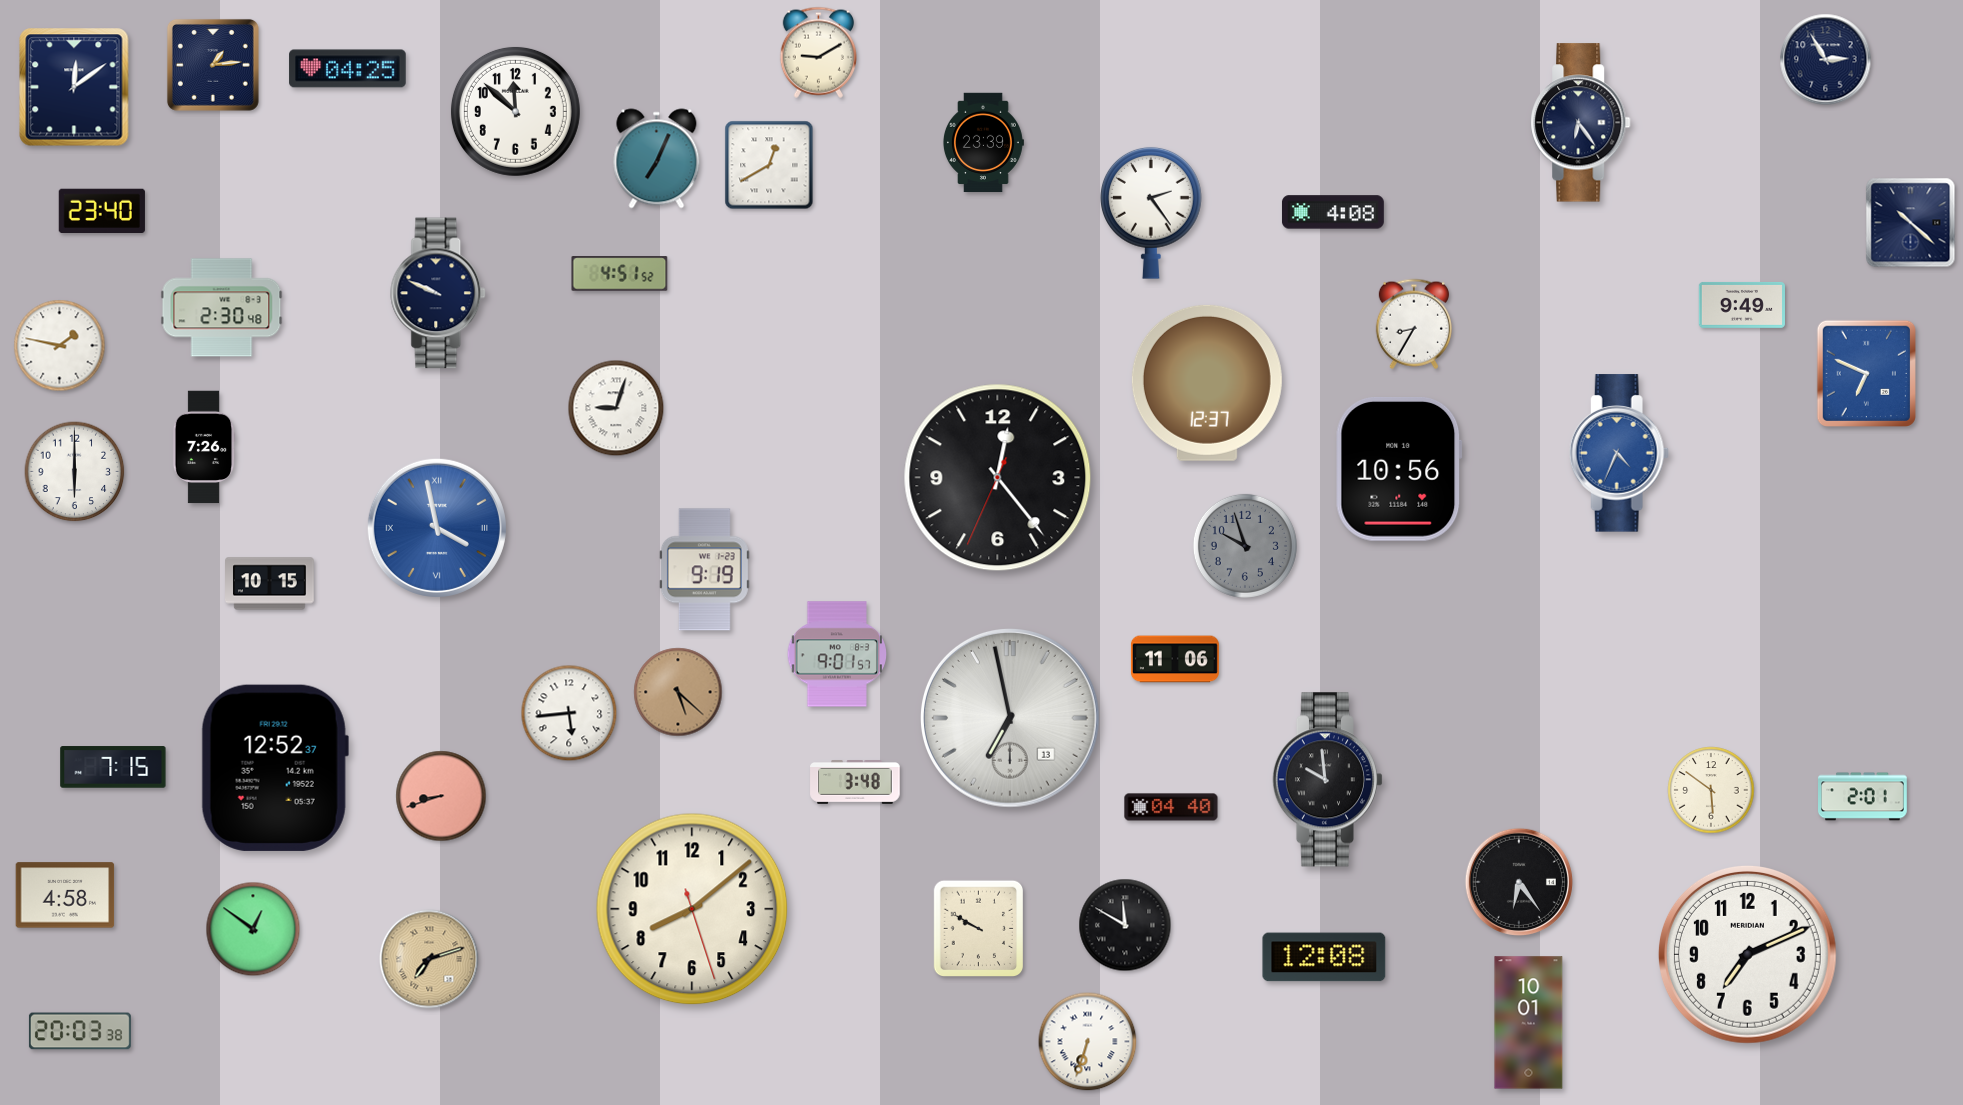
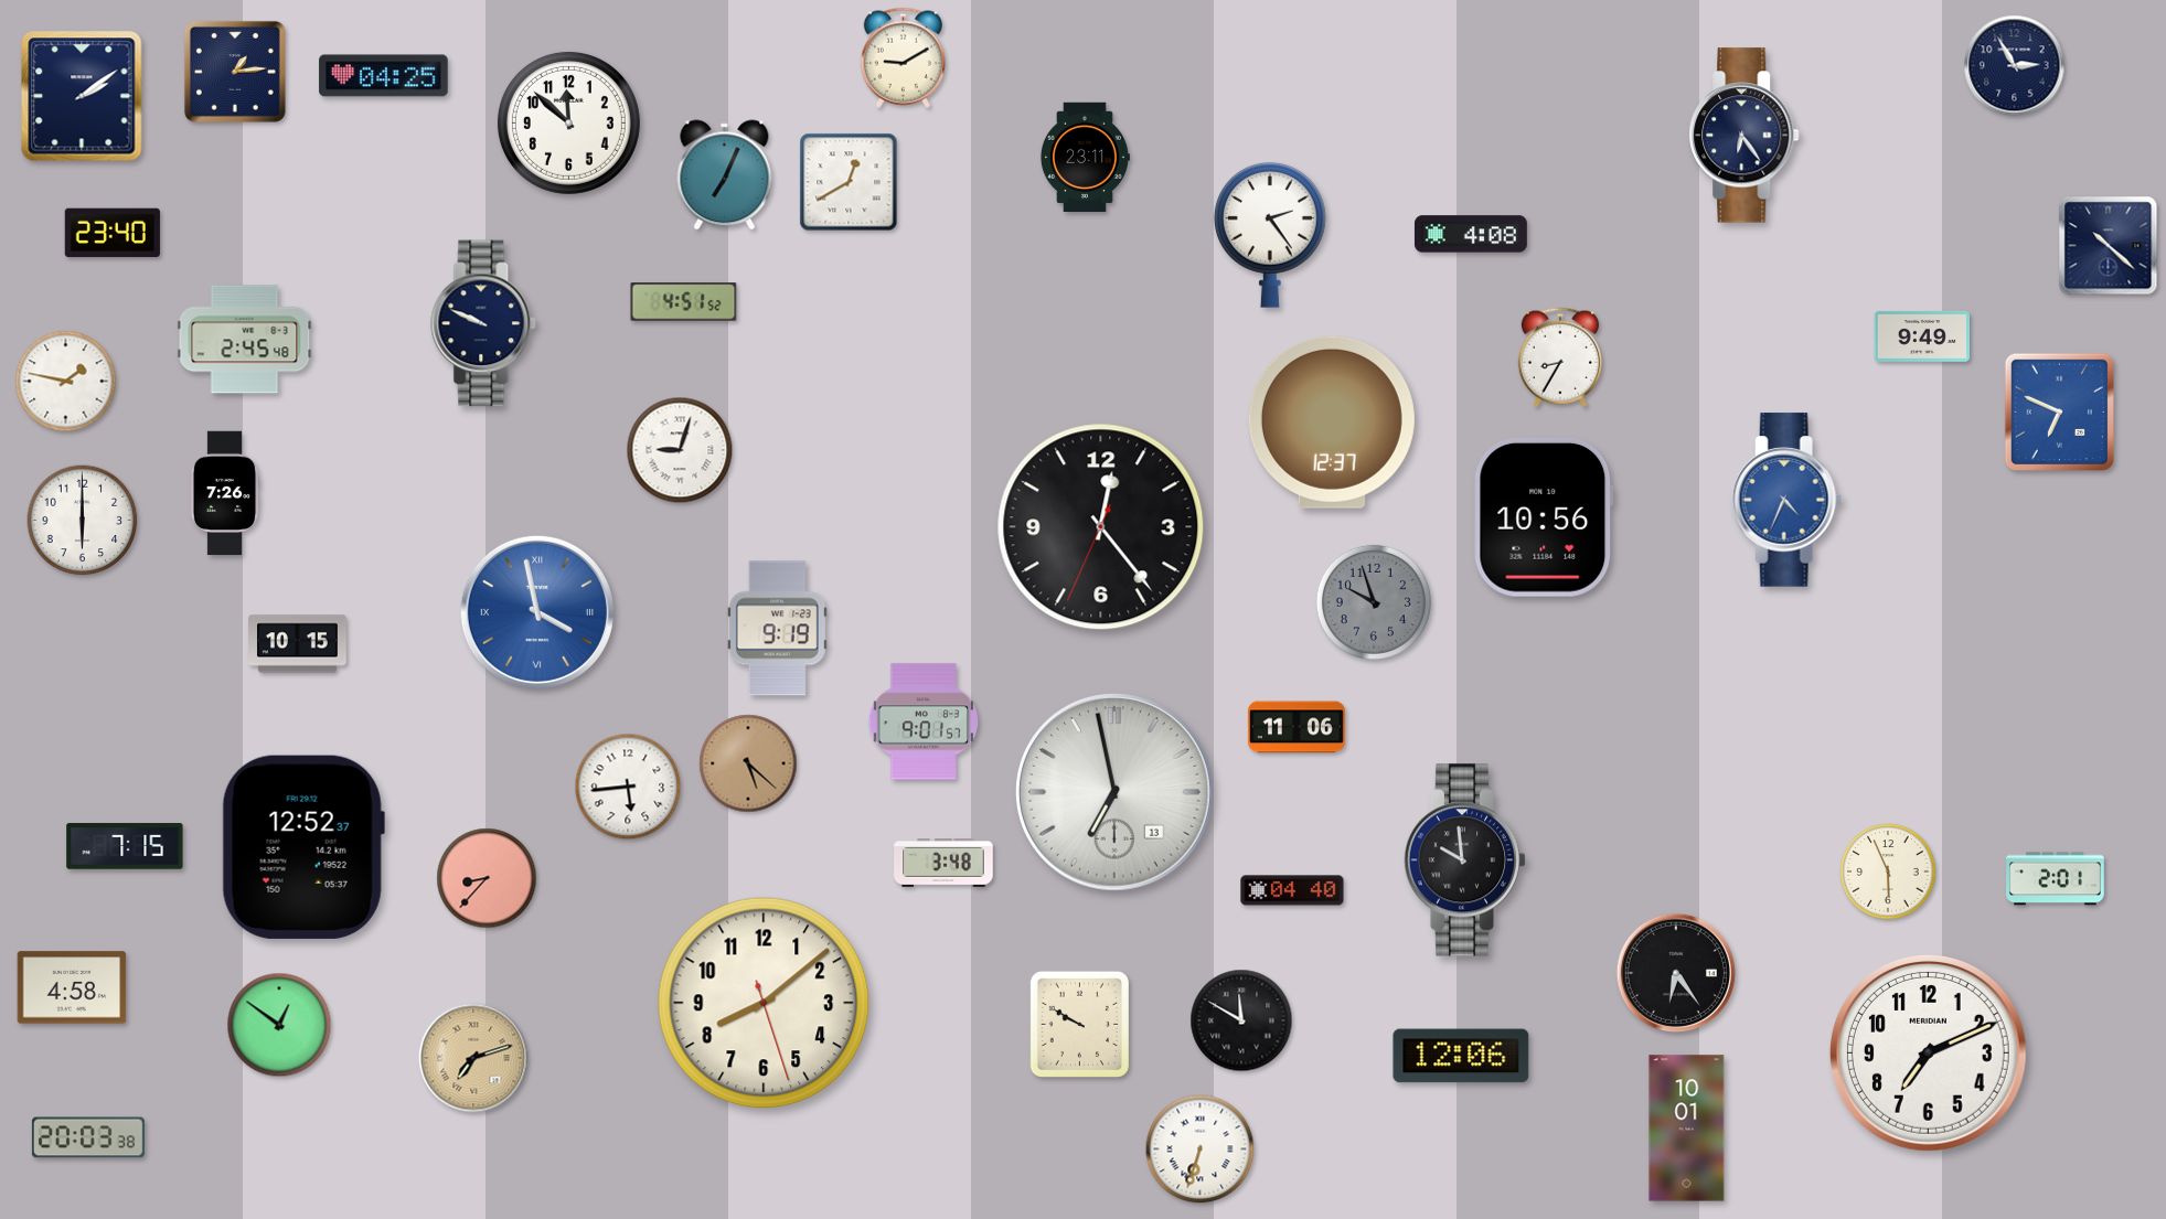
clock at (74, 87): 12:09 -> 2:09
clock at (983, 143): 23:39 -> 23:11
clock at (222, 308): 2:30 -> 2:45
clock at (437, 528) position: (437, 528) -> (537, 612)
clock at (1711, 790): 5:51 -> 5:56
clock at (441, 796): 8:42 -> 8:37
clock at (1324, 957): 12:08 -> 12:06
